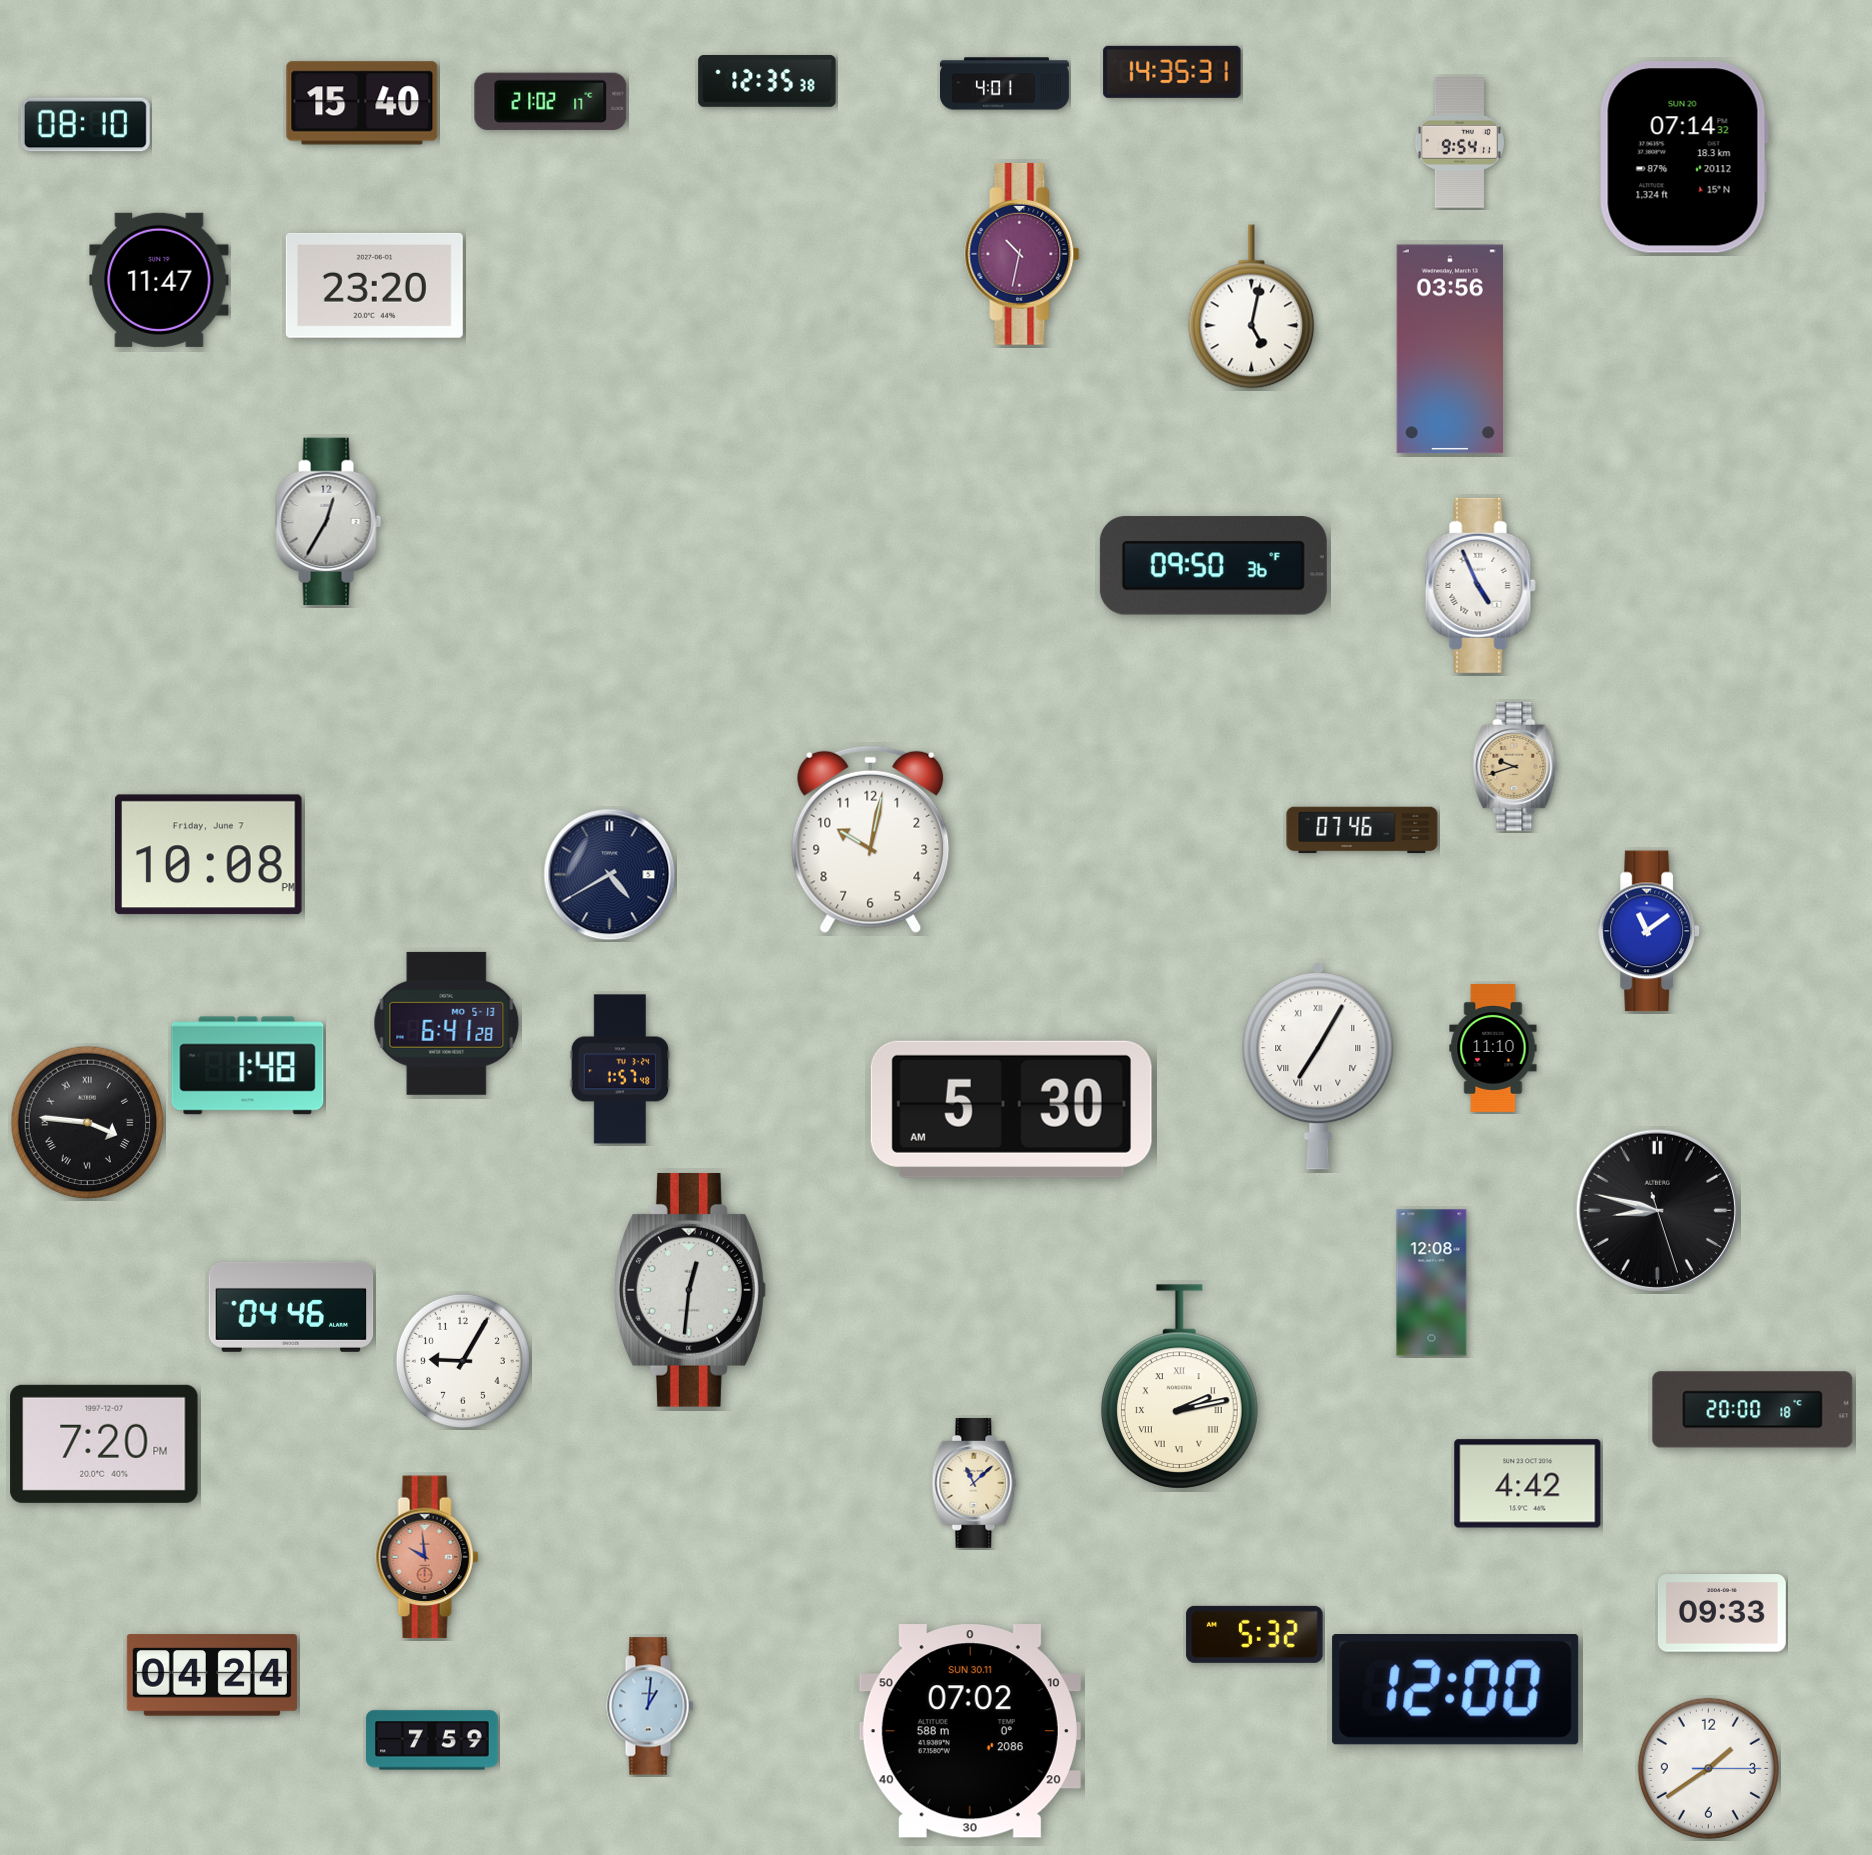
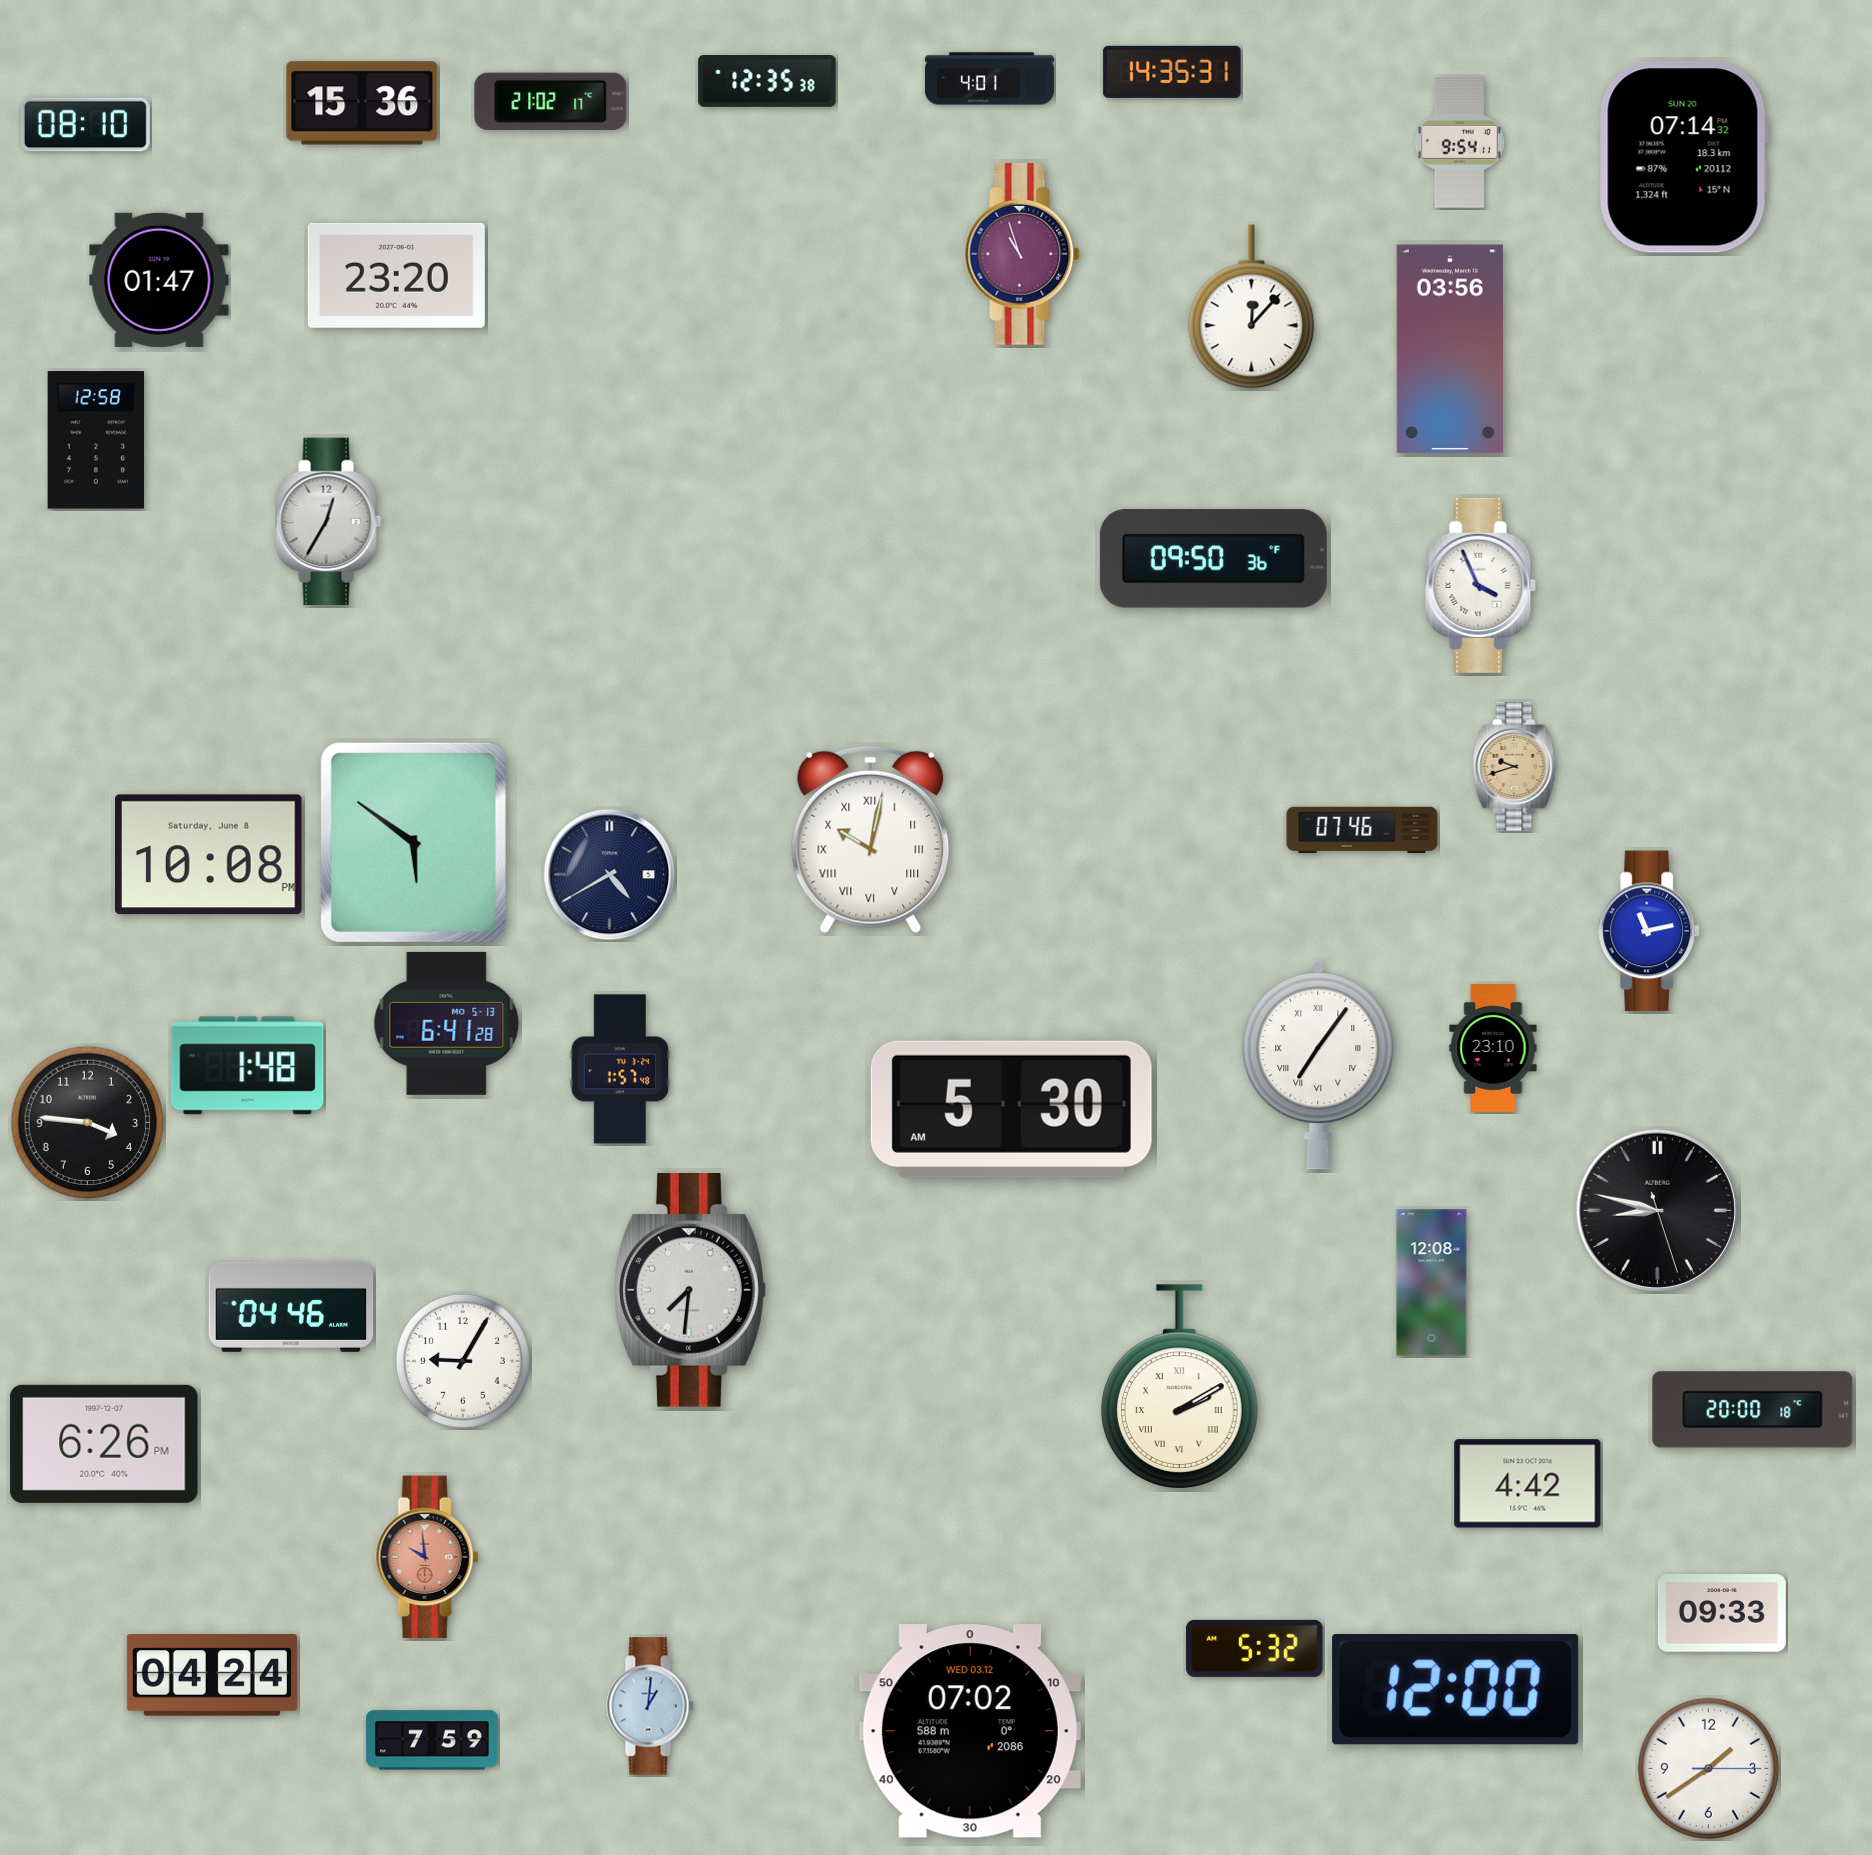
clock at (1005, 84) position: (1005, 84) -> (990, 79)
clock at (362, 103): 15:40 -> 15:36
clock at (1022, 254): 10:32 -> 10:57
clock at (159, 280): 11:47 -> 01:47
clock at (374, 285) position: (374, 285) -> (396, 275)
clock at (1252, 307): 5:02 -> 12:07
clock at (95, 440): none -> 12:58
clock at (1213, 566) position: (1213, 566) -> (1213, 559)
clock at (1480, 585): 4:56 -> 3:56
clock at (871, 840) numerals: Arabic -> Roman
clock at (413, 842): none -> 5:51
clock at (209, 855) date: Friday, June 7 -> Saturday, June 8
clock at (1649, 931): 11:09 -> 11:13
clock at (1493, 1048): 11:10 -> 23:10
clock at (1318, 1067): 7:05 -> 7:06
clock at (88, 1123) numerals: Roman -> Arabic
clock at (690, 1290): 12:31 -> 7:31
clock at (1179, 1387): 2:13 -> 2:10
clock at (104, 1444): 7:20 -> 6:26
clock at (974, 1483): 11:08 -> none
clock at (1255, 1634) position: (1255, 1634) -> (1255, 1648)
clock at (970, 1731) date: SUN 30.11 -> WED 03.12
